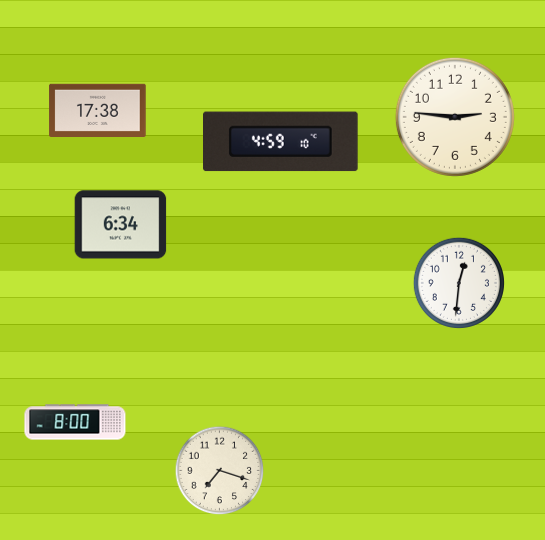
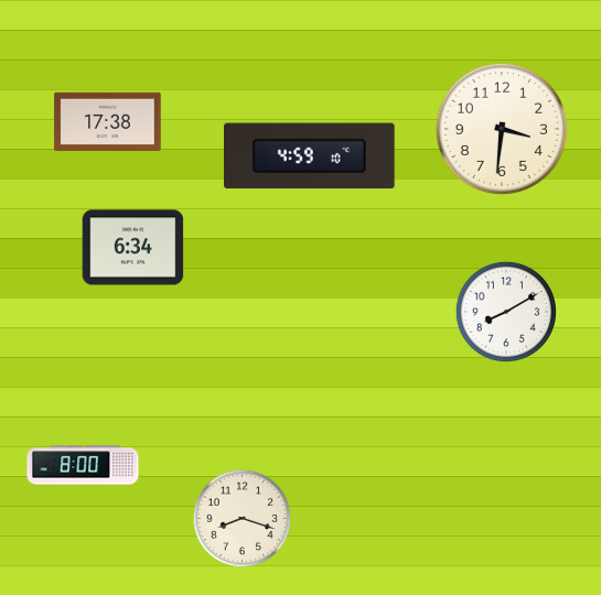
clock at (455, 117): 2:46 -> 3:31
clock at (459, 283): 12:31 -> 8:10
clock at (220, 471): 7:18 -> 8:18
